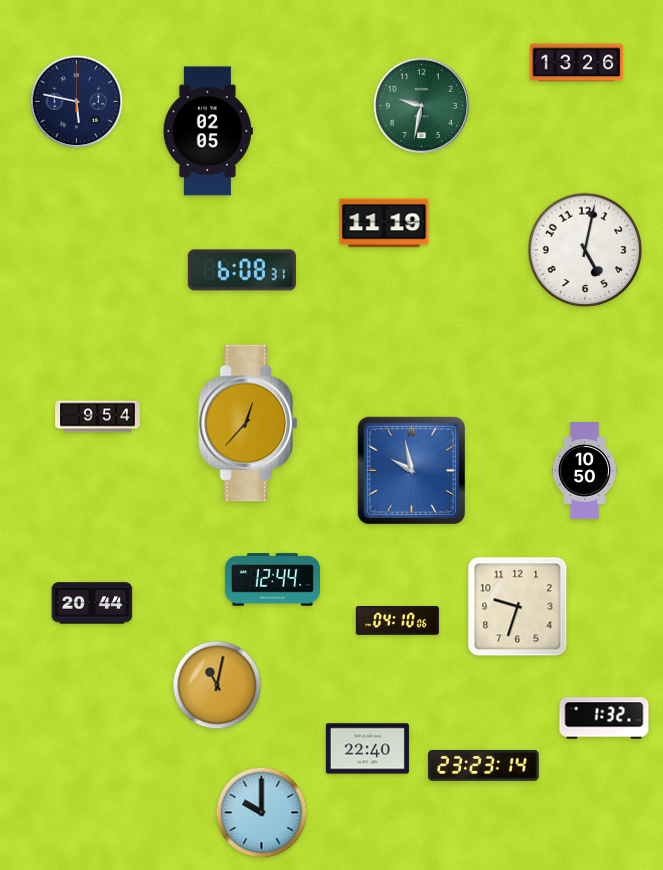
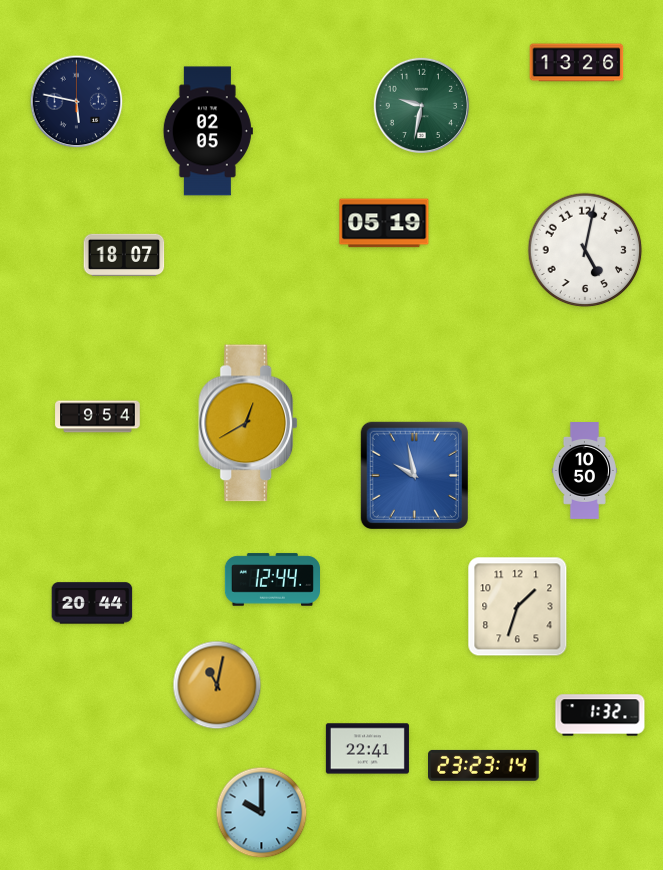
clock at (384, 223): 11:19 -> 05:19
clock at (124, 254): none -> 18:07
clock at (242, 270): 6:08 -> none
clock at (249, 423): 12:37 -> 12:40
clock at (411, 470) position: (411, 470) -> (414, 475)
clock at (518, 607): 9:33 -> 1:33
clock at (397, 621): 04:10 -> none
clock at (604, 718) position: (604, 718) -> (600, 715)
clock at (367, 749): 22:40 -> 22:41
